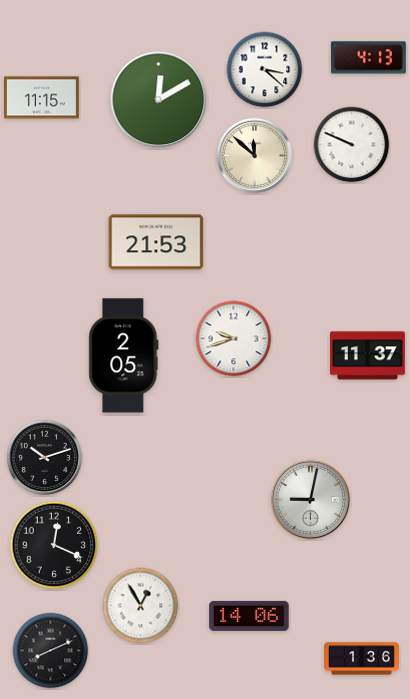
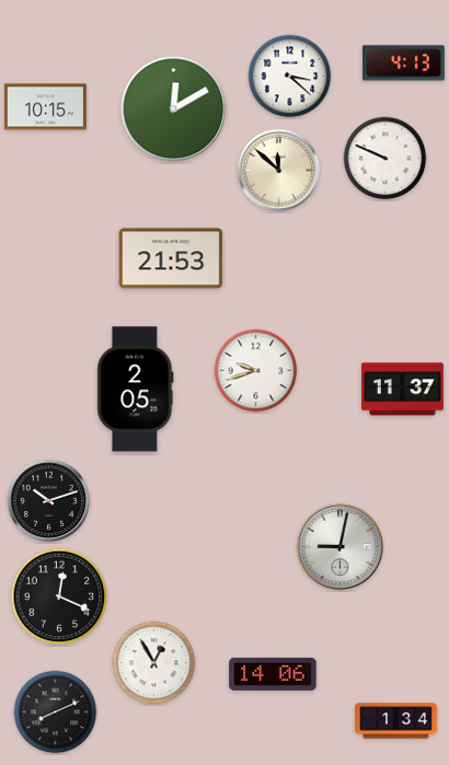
clock at (42, 98): 11:15 -> 10:15
clock at (156, 242) position: (156, 242) -> (171, 258)
clock at (362, 659): 1:36 -> 1:34
